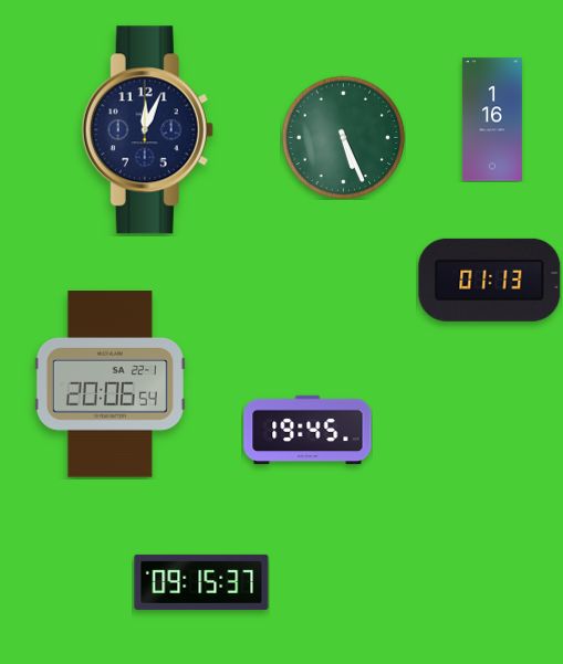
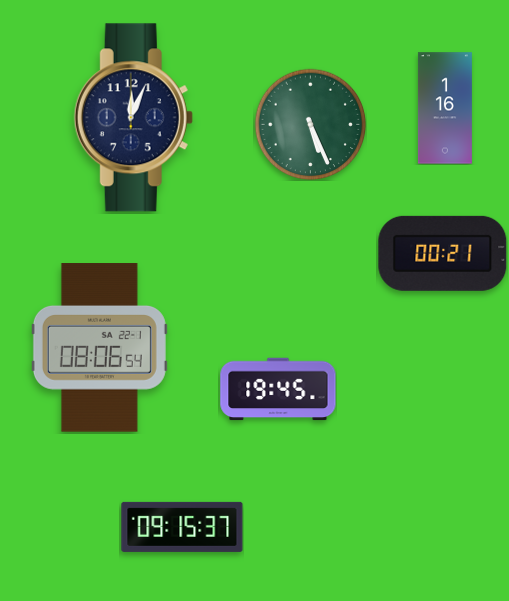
clock at (490, 280): 01:13 -> 00:21
clock at (110, 384): 20:06 -> 08:06
